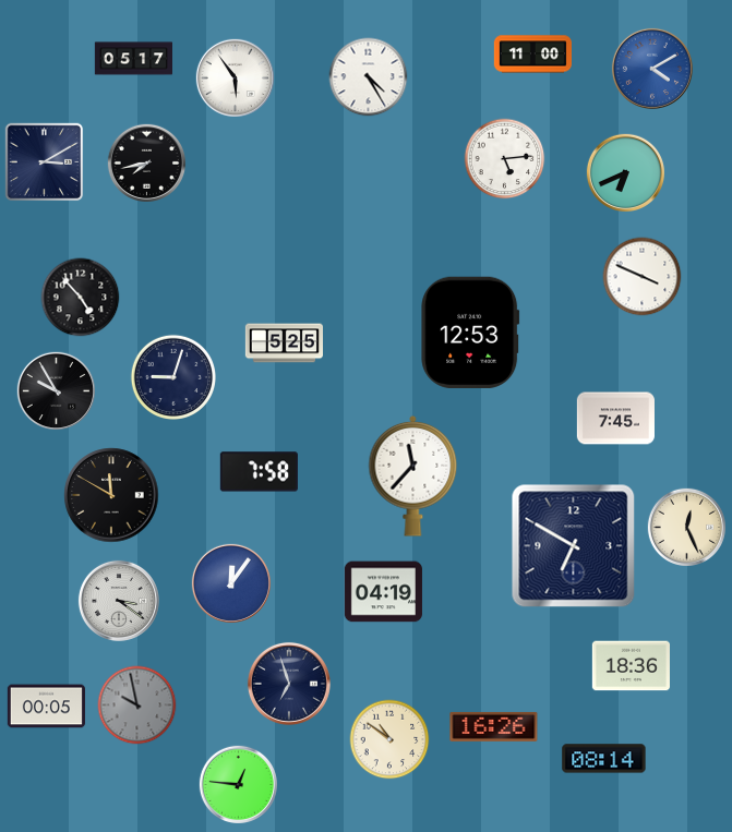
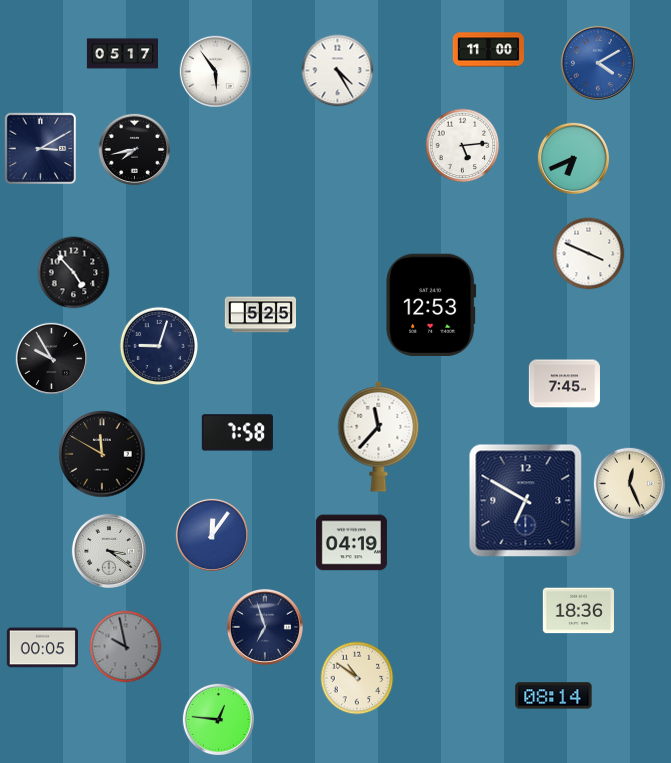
clock at (494, 726): 16:26 -> none
